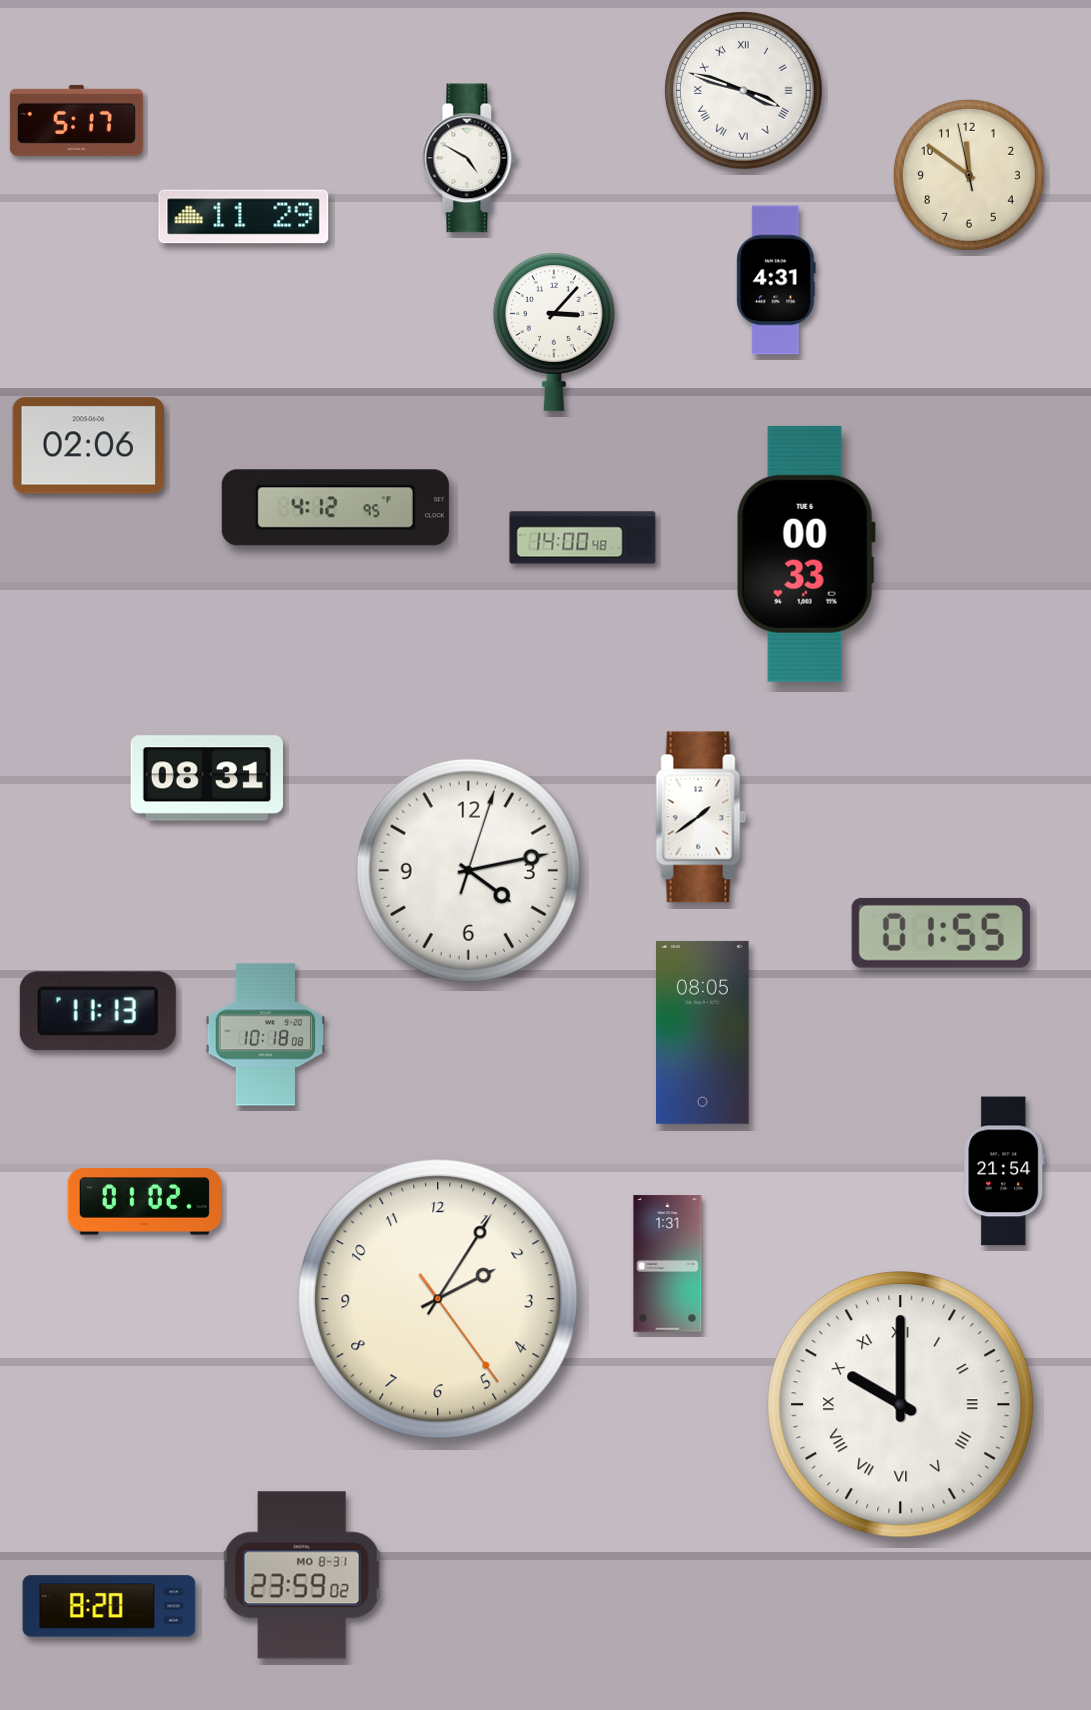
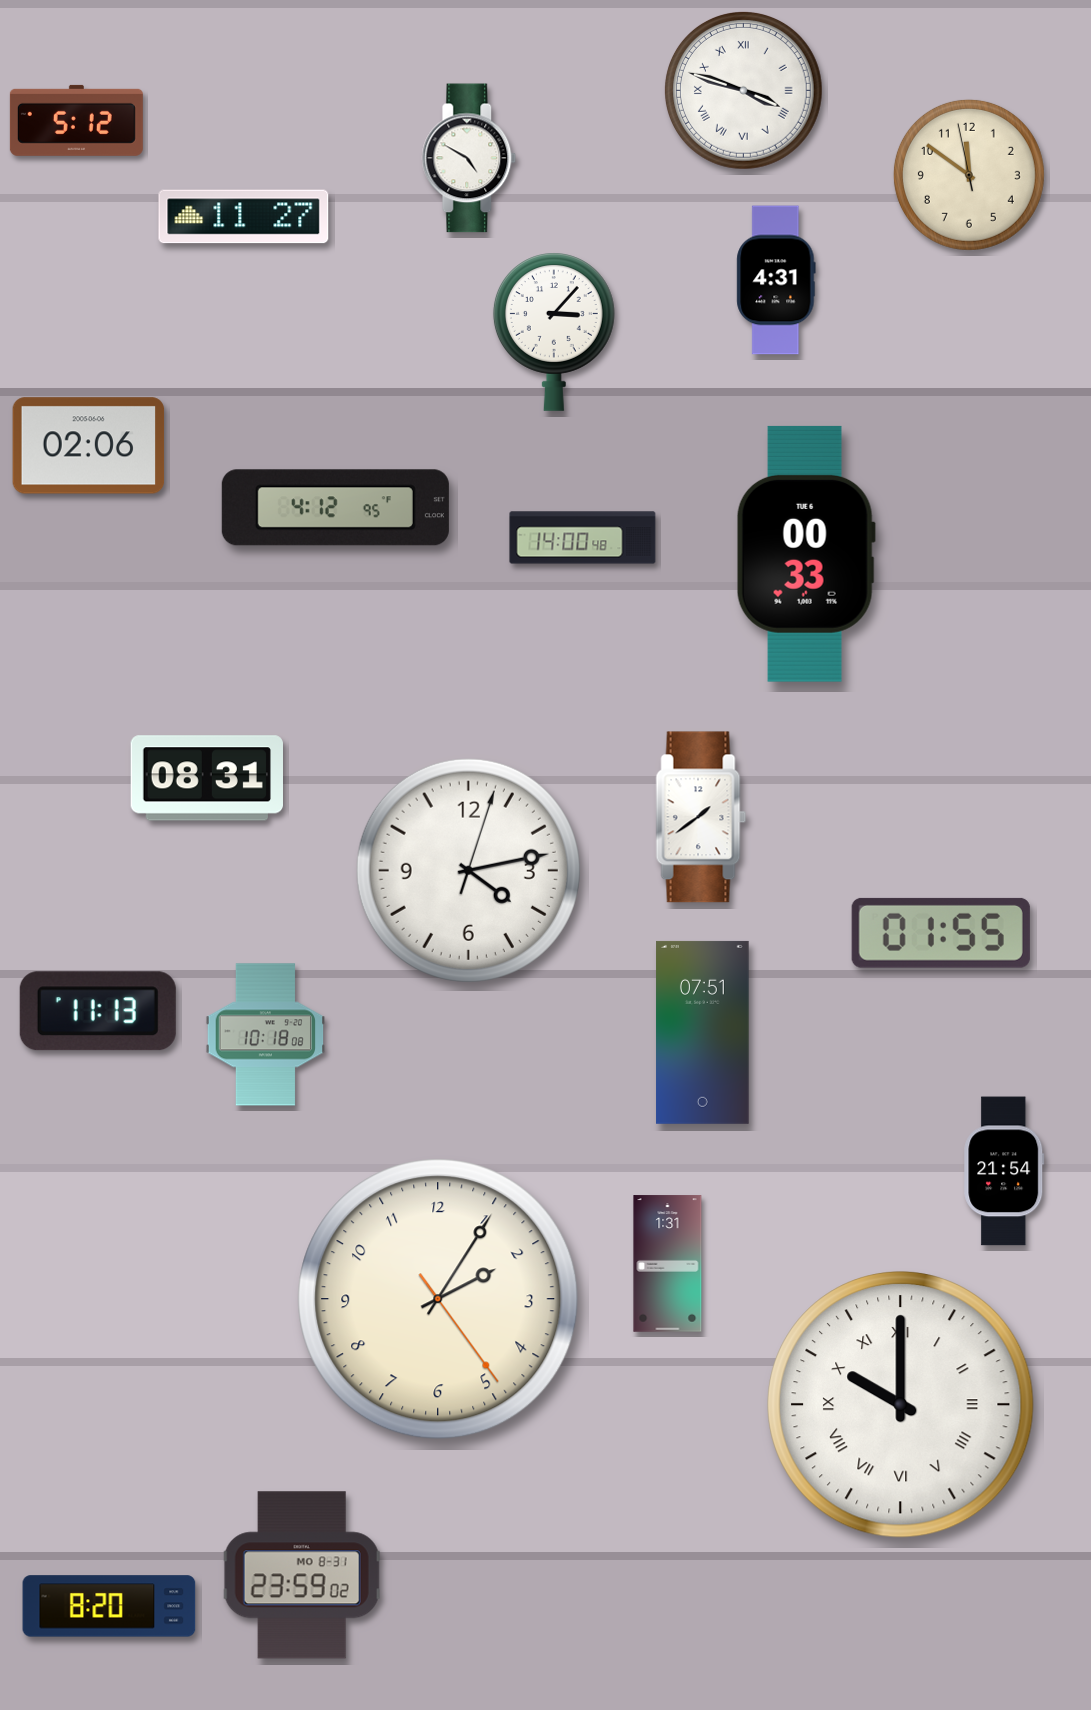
clock at (76, 120): 5:17 -> 5:12
clock at (244, 217): 11:29 -> 11:27
clock at (703, 1032): 08:05 -> 07:51
clock at (144, 1202): 01:02 -> none
